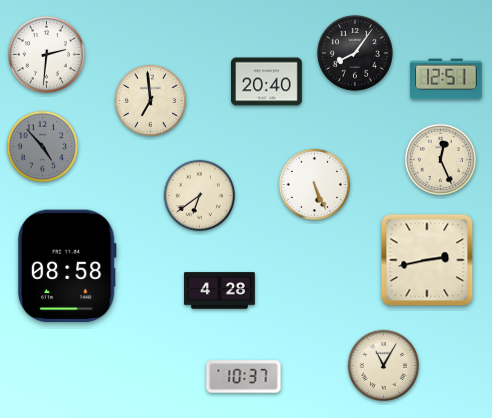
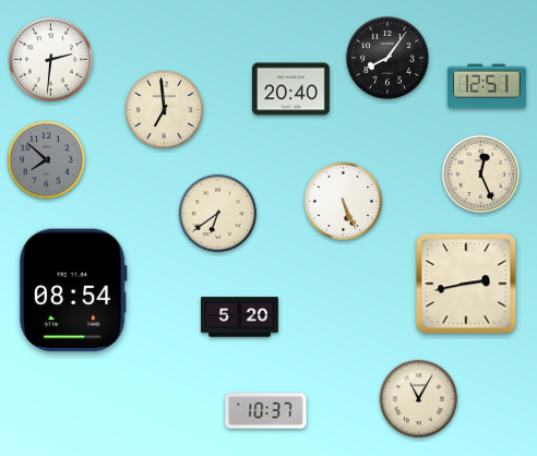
clock at (43, 147): 4:53 -> 7:52
clock at (67, 266): 08:58 -> 08:54
clock at (220, 291): 4:28 -> 5:20
